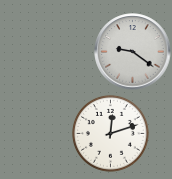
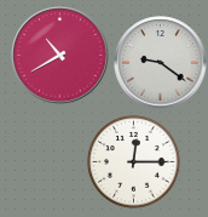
clock at (60, 56): none -> 10:40
clock at (110, 133): 12:12 -> 12:15
